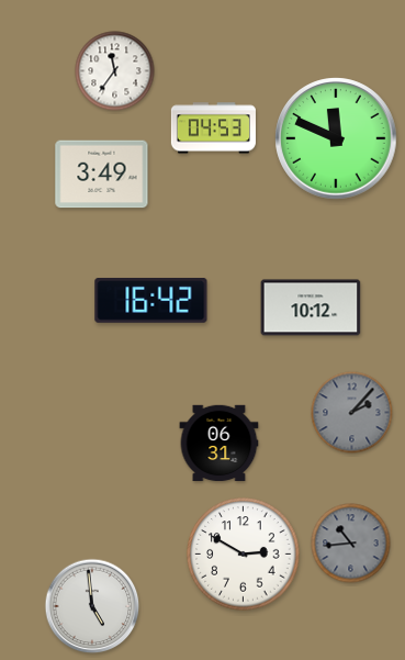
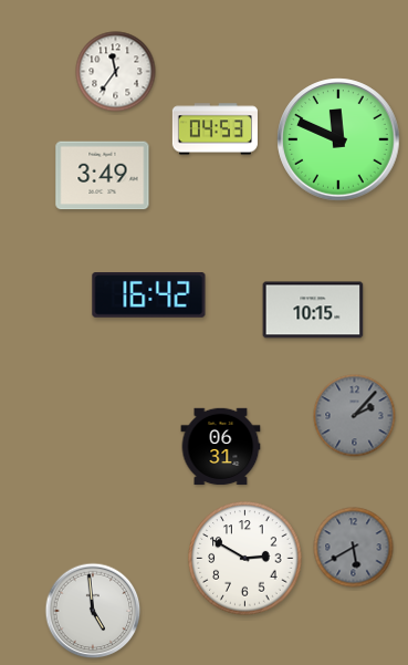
clock at (151, 301) position: (151, 301) -> (149, 295)
clock at (311, 307): 10:12 -> 10:15
clock at (351, 544): 10:44 -> 5:40
